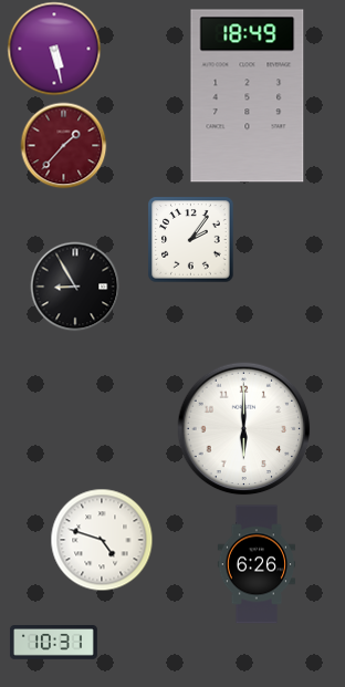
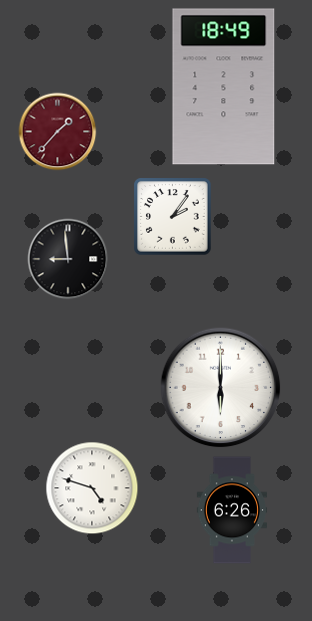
clock at (54, 49): 5:28 -> none
clock at (75, 287): 8:55 -> 8:59
clock at (53, 643): 10:31 -> none
